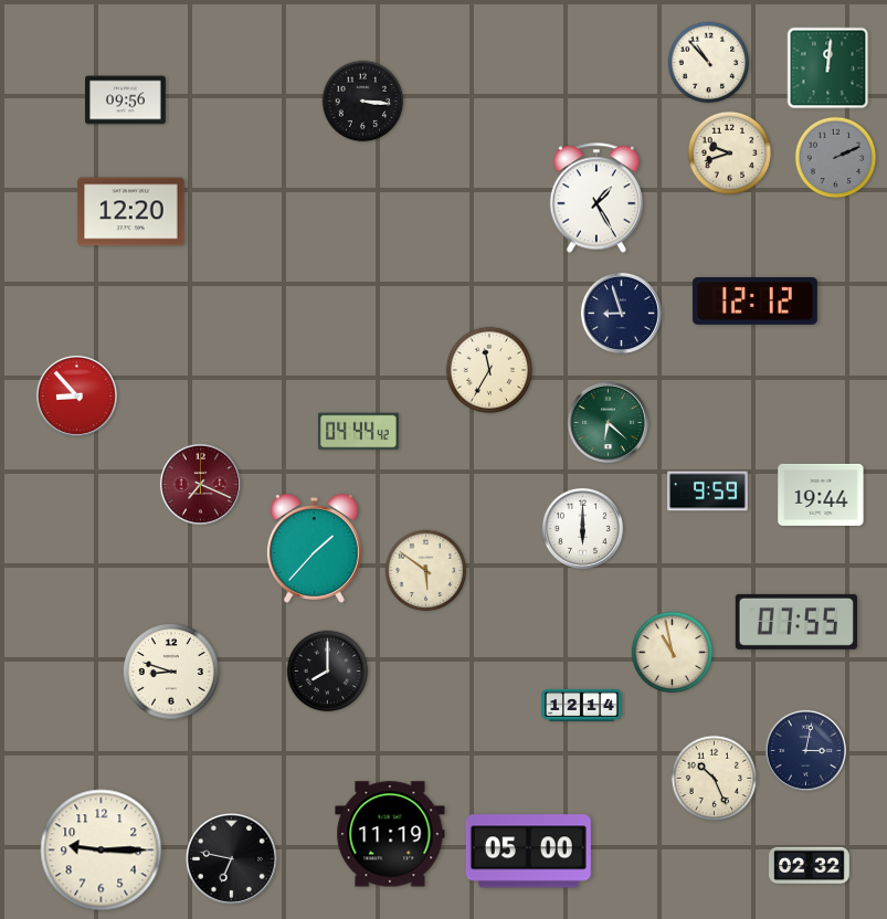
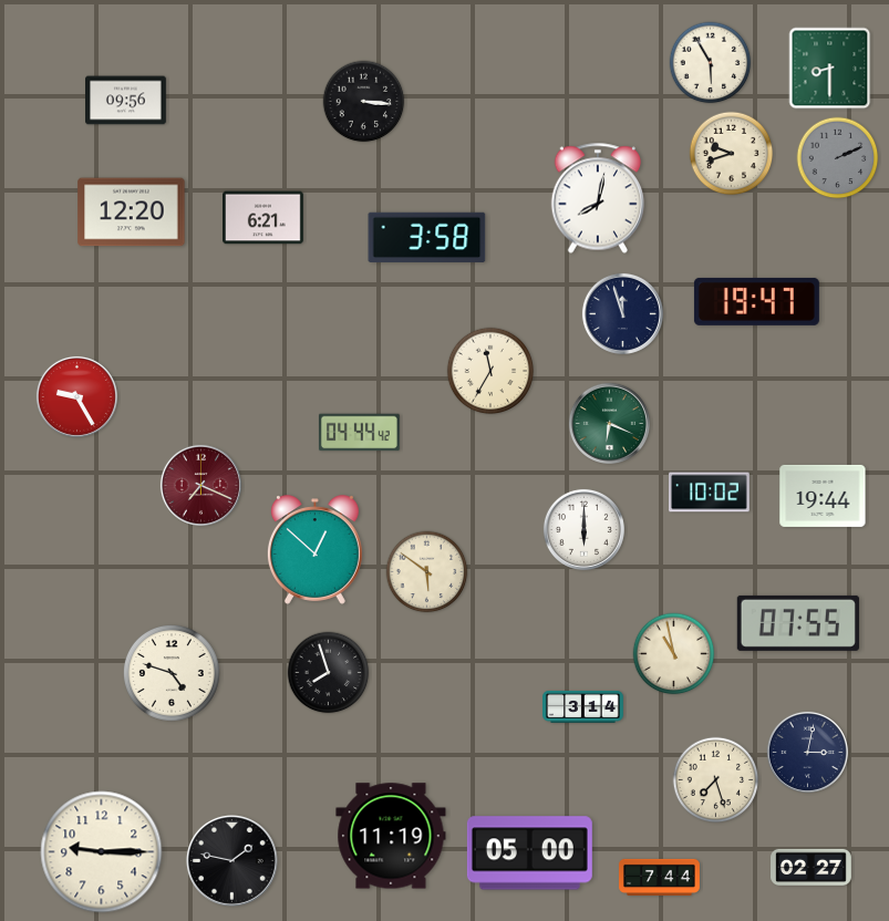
clock at (709, 63): 10:53 -> 5:55
clock at (828, 68): 12:01 -> 8:30
clock at (596, 198): 1:25 -> 8:02
clock at (263, 218): none -> 6:21
clock at (427, 237): none -> 3:58
clock at (754, 300): 12:12 -> 19:47
clock at (621, 313): 8:57 -> 11:57
clock at (76, 395): 8:53 -> 9:25
clock at (608, 422): 6:22 -> 6:19
clock at (708, 492): 9:59 -> 10:02
clock at (314, 549): 1:37 -> 12:52
clock at (171, 672): 8:48 -> 4:48
clock at (328, 672): 8:00 -> 7:57
clock at (582, 706): 12:14 -> 3:14
clock at (715, 779): 10:26 -> 7:27
clock at (231, 858): 6:47 -> 1:47
clock at (810, 866): 02:32 -> 02:27
clock at (660, 877): none -> 7:44
